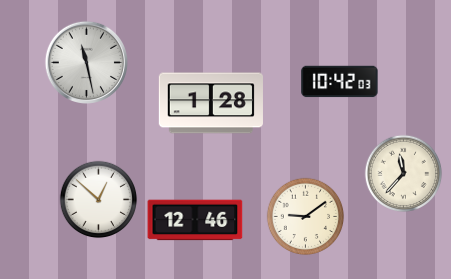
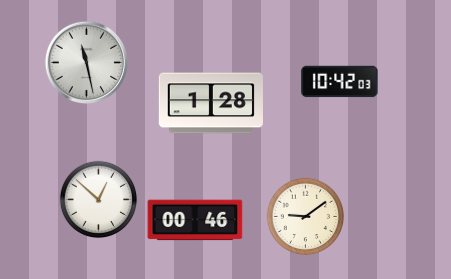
clock at (403, 173): 11:37 -> none
clock at (195, 220): 12:46 -> 00:46
